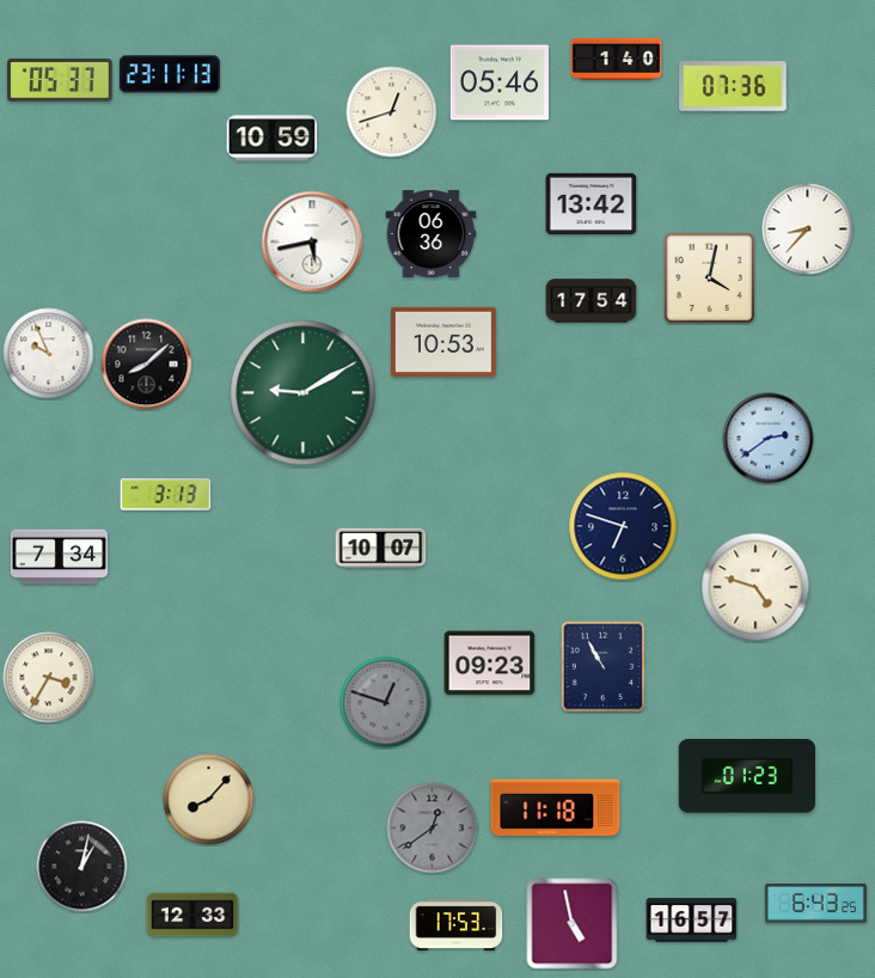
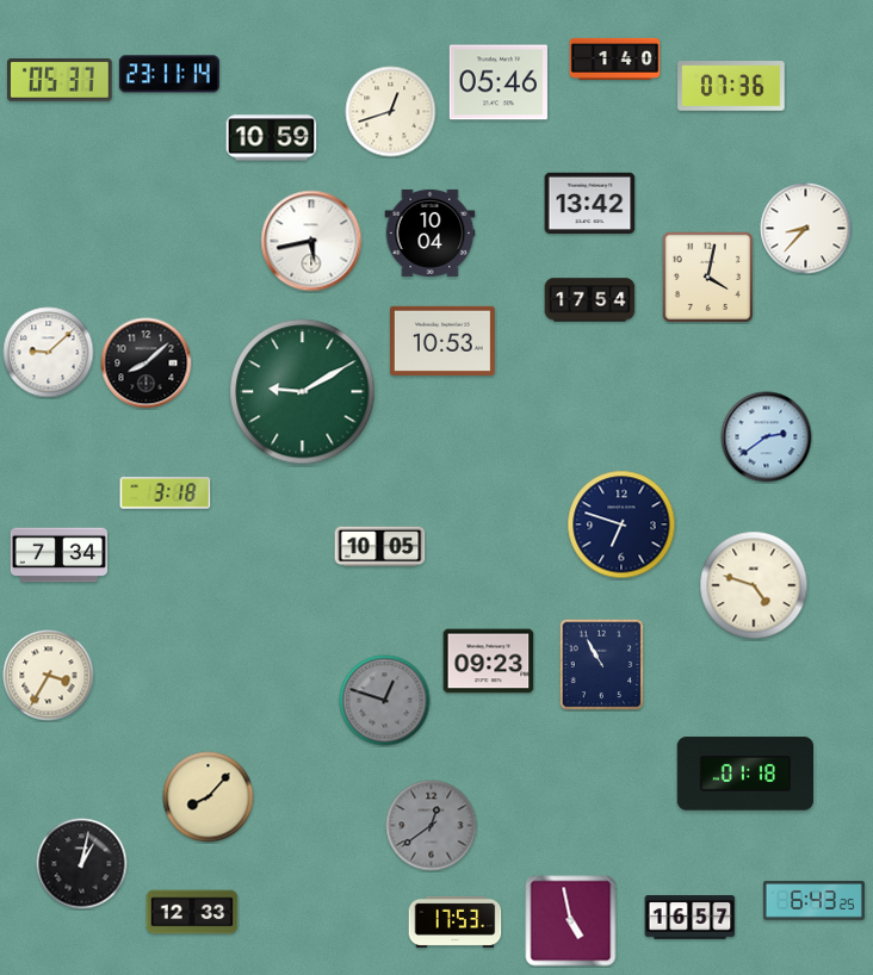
clock at (170, 74): 23:11:13 -> 23:11:14
clock at (432, 233): 06:36 -> 10:04
clock at (49, 354): 9:56 -> 9:08
clock at (166, 495): 3:13 -> 3:18
clock at (381, 549): 10:07 -> 10:05
clock at (746, 776): 01:23 -> 01:18
clock at (556, 807): 11:18 -> none
